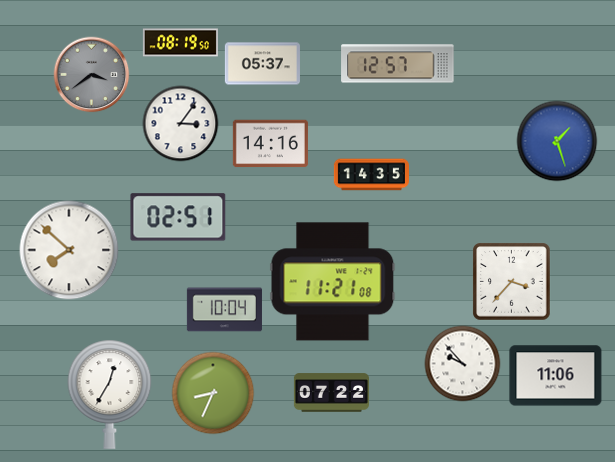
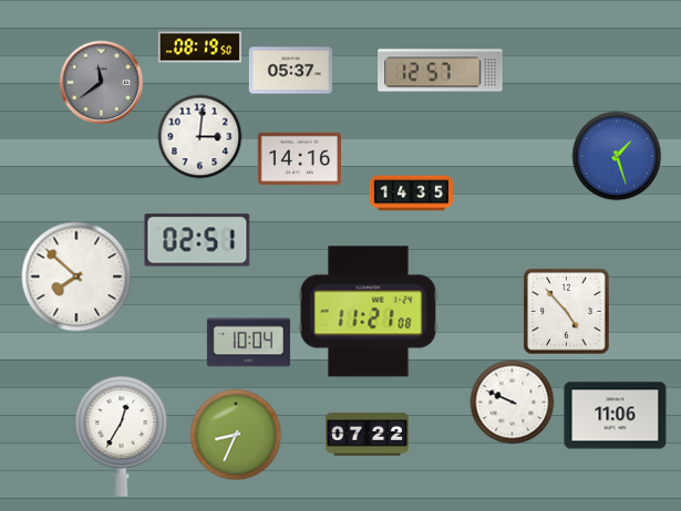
clock at (92, 75): 3:39 -> 11:39
clock at (181, 124): 3:06 -> 3:01
clock at (512, 282): 3:37 -> 4:53
clock at (463, 364): 9:53 -> 9:49
